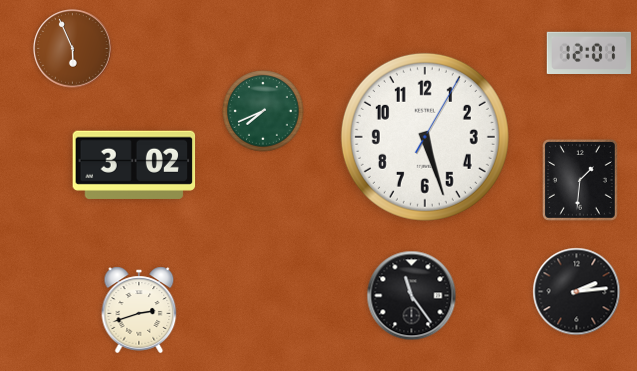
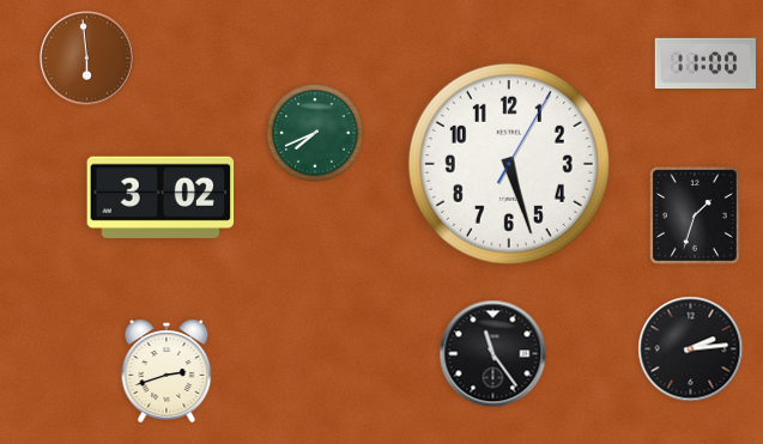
clock at (73, 49): 5:56 -> 5:59
clock at (589, 52): 12:01 -> 11:00
clock at (580, 180): 1:31 -> 1:33
